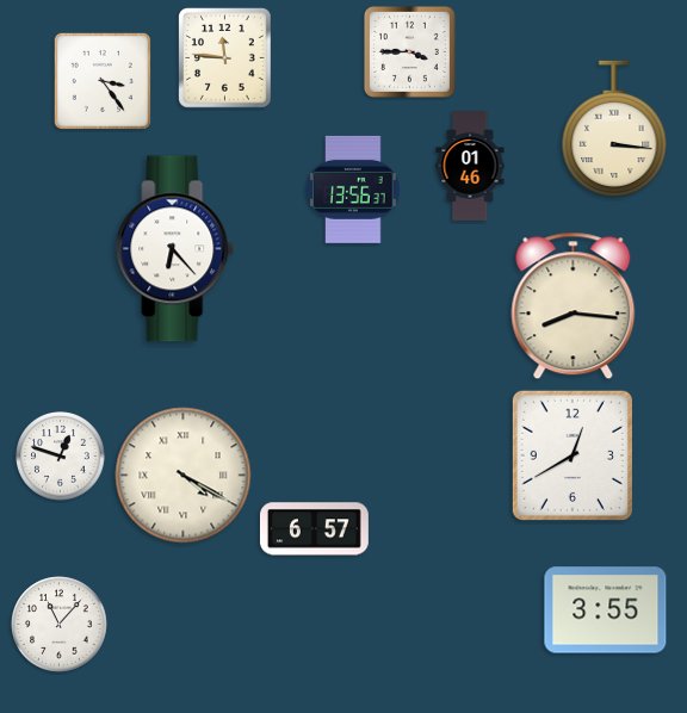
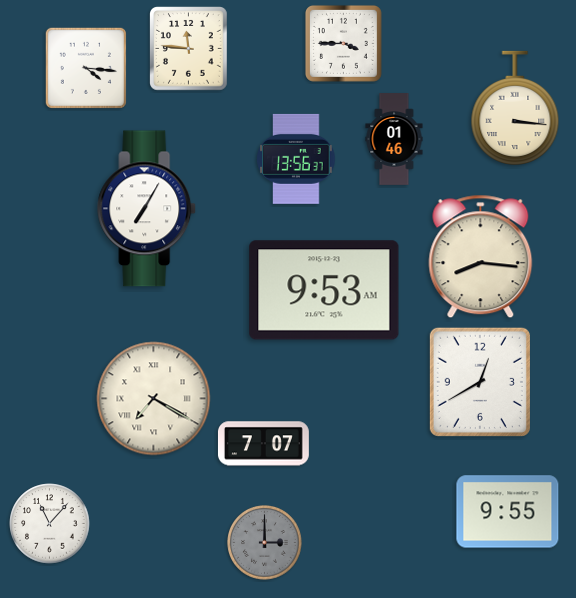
clock at (103, 81): 3:24 -> 4:16
clock at (175, 249): 6:23 -> 7:05
clock at (324, 290): none -> 9:53
clock at (61, 457): 12:48 -> none
clock at (184, 476): 4:20 -> 7:20
clock at (315, 529): 6:57 -> 7:07
clock at (606, 610): 3:55 -> 9:55
clock at (265, 543): none -> 3:00
